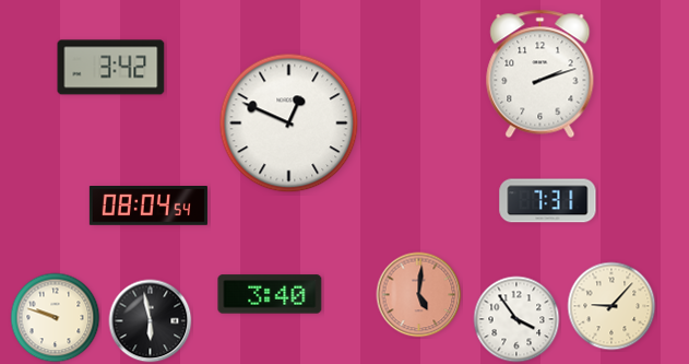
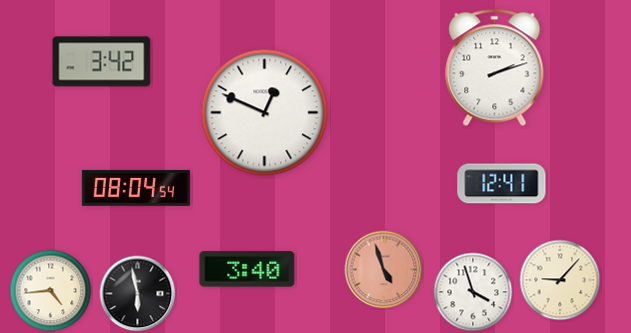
clock at (548, 201): 7:31 -> 12:41
clock at (419, 295): 5:01 -> 4:57
clock at (56, 318): 9:48 -> 4:44
clock at (516, 319): 3:54 -> 3:57
